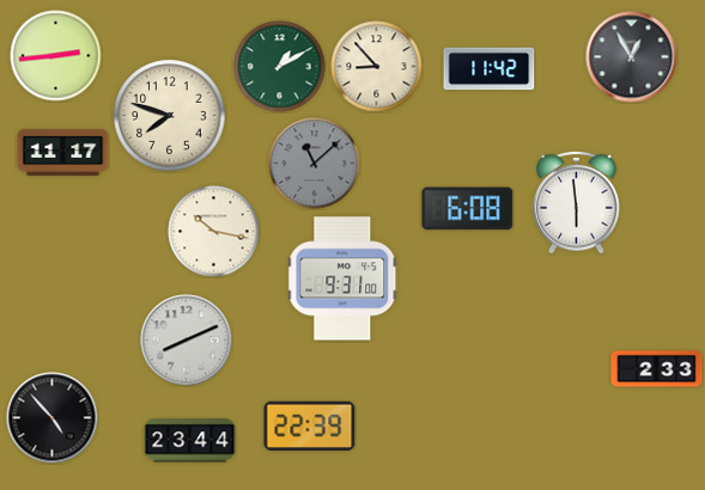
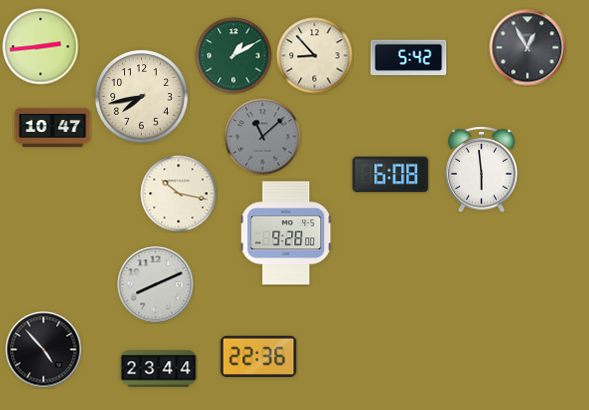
clock at (56, 56) position: (56, 56) -> (41, 47)
clock at (490, 69): 11:42 -> 5:42
clock at (170, 116): 7:48 -> 7:43
clock at (63, 152): 11:17 -> 10:47
clock at (344, 278): 9:31 -> 9:28
clock at (657, 369): 2:33 -> none
clock at (310, 425): 22:39 -> 22:36
